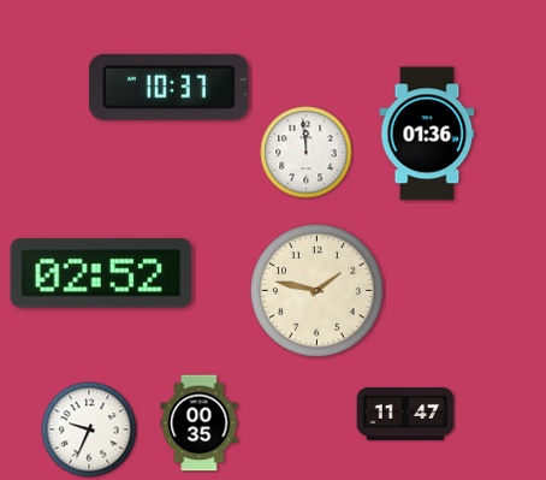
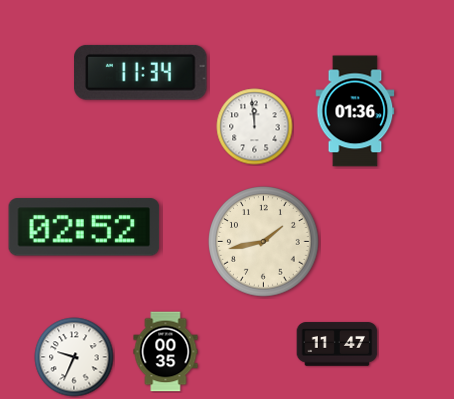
clock at (170, 87): 10:37 -> 11:34
clock at (317, 291): 1:47 -> 1:43
